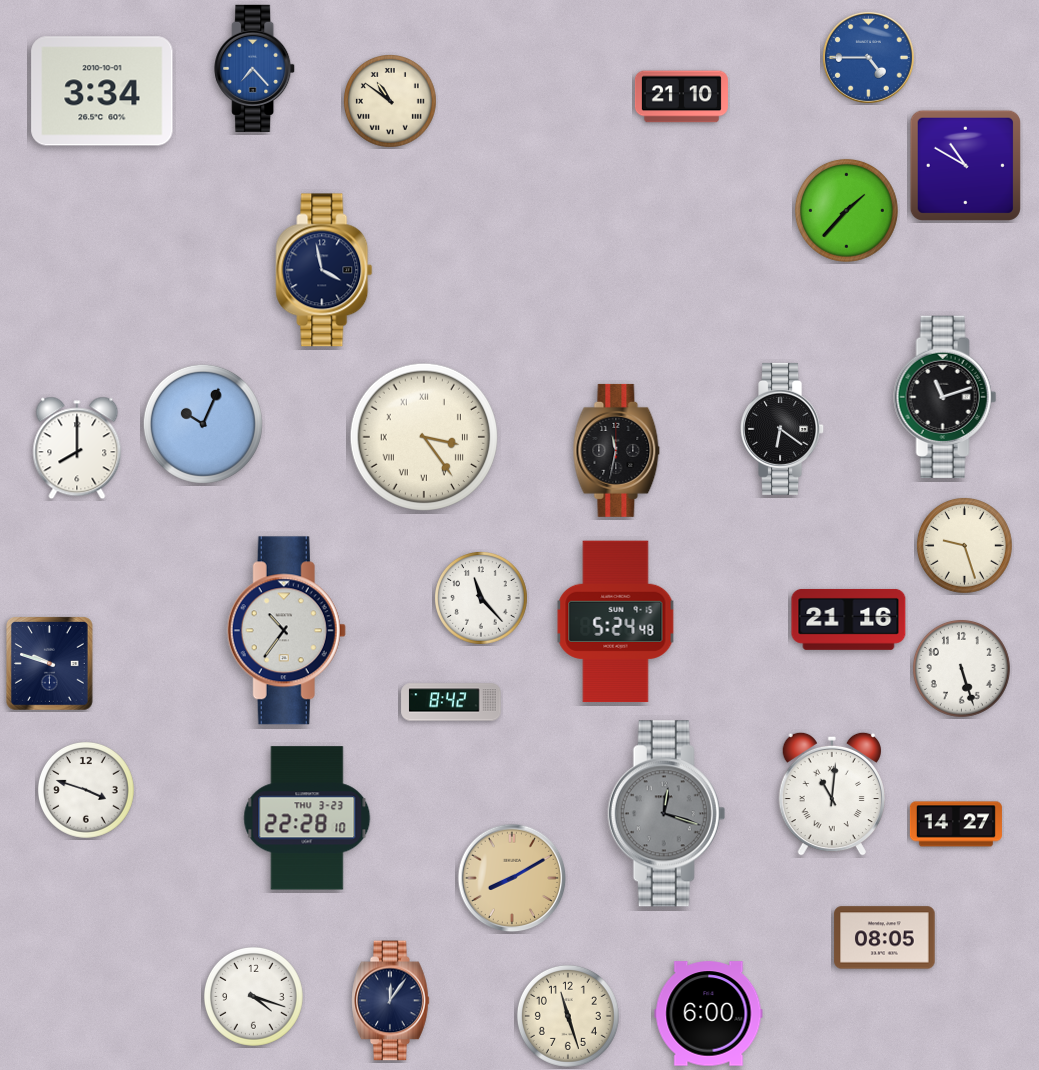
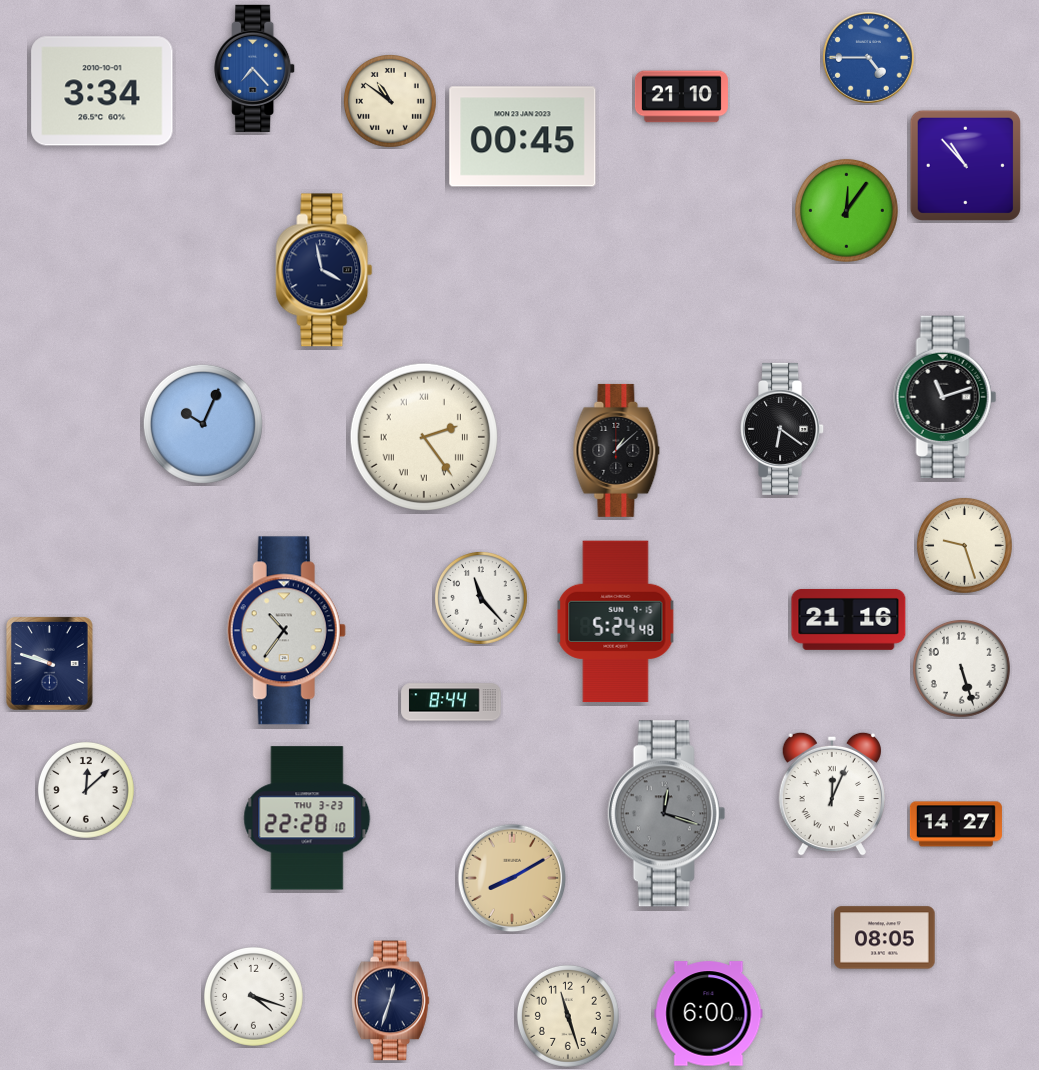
clock at (523, 137): none -> 00:45
clock at (965, 165): 10:50 -> 10:53
clock at (846, 210): 1:37 -> 12:06
clock at (424, 437): 3:24 -> 2:24
clock at (77, 448): 8:00 -> none
clock at (617, 450): 11:32 -> 1:08
clock at (451, 702): 8:42 -> 8:44
clock at (86, 790): 3:48 -> 12:08
clock at (832, 794): 11:01 -> 12:04
clock at (391, 1001): 12:06 -> 12:33
